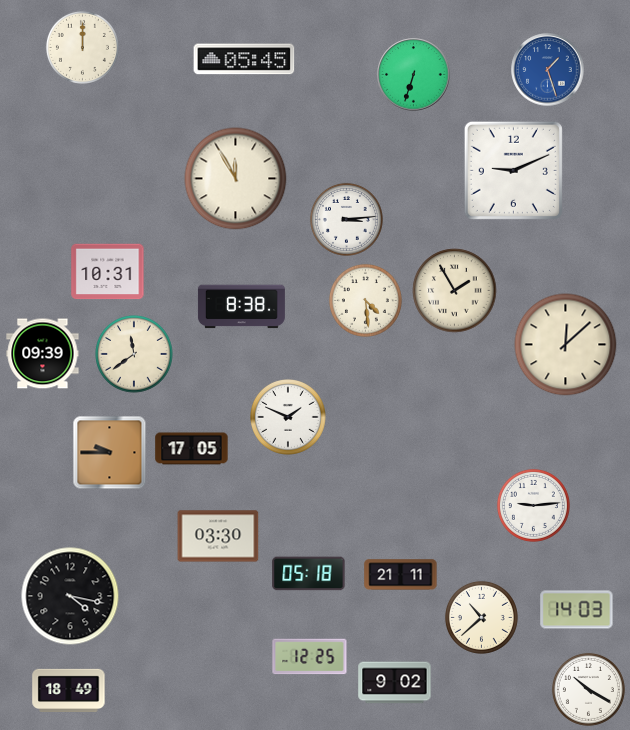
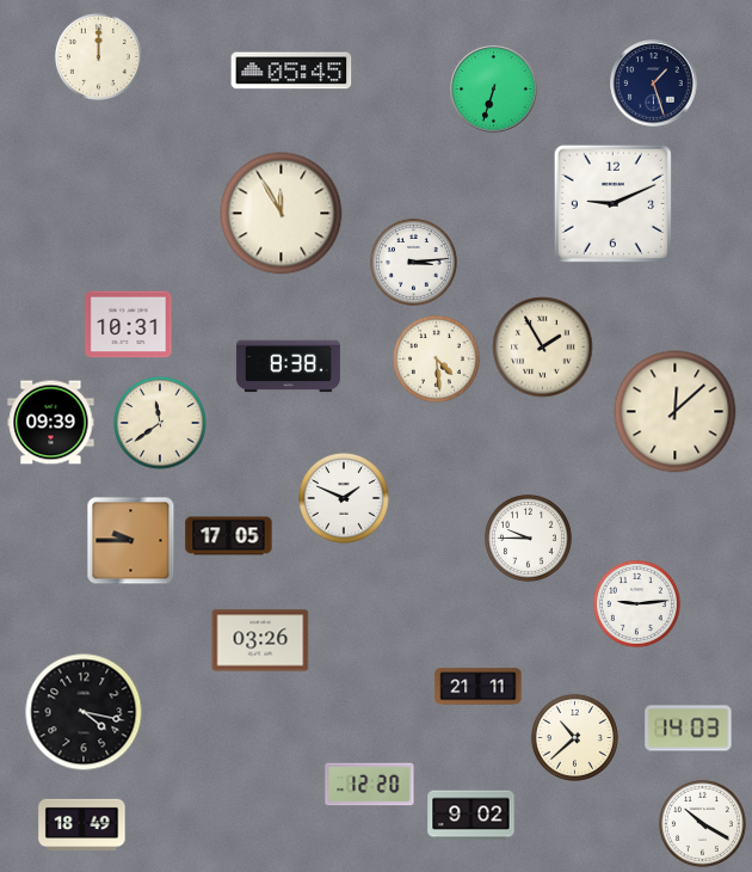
clock at (548, 70) dial: blue -> navy
clock at (528, 538): none -> 9:45
clock at (218, 536): 03:30 -> 03:26
clock at (309, 574): 05:18 -> none
clock at (310, 657): 12:25 -> 12:20
